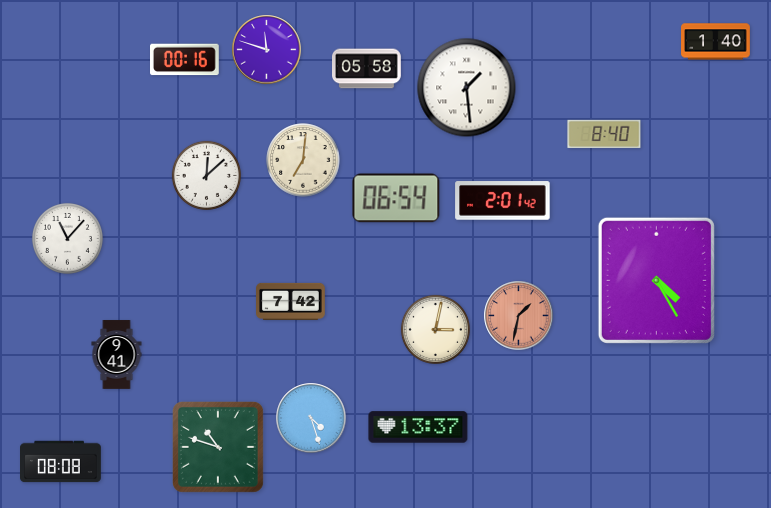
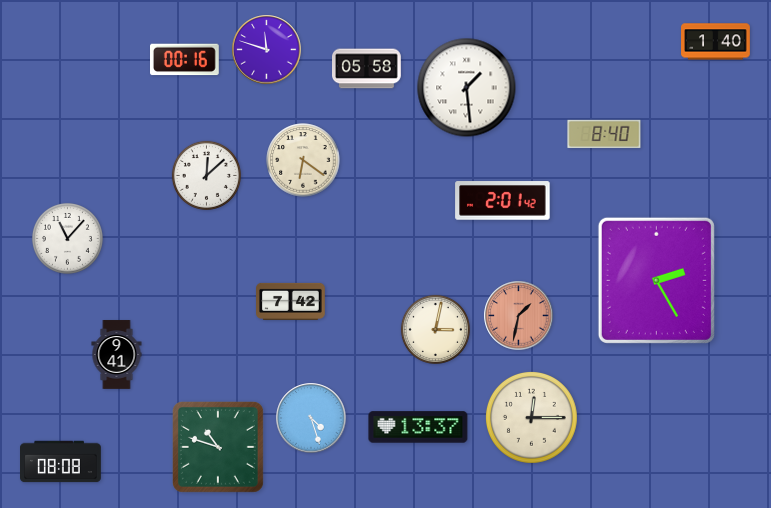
clock at (303, 160): 7:01 -> 6:21
clock at (396, 198): 06:54 -> none
clock at (656, 280): 4:25 -> 2:25
clock at (531, 417): none -> 12:15
